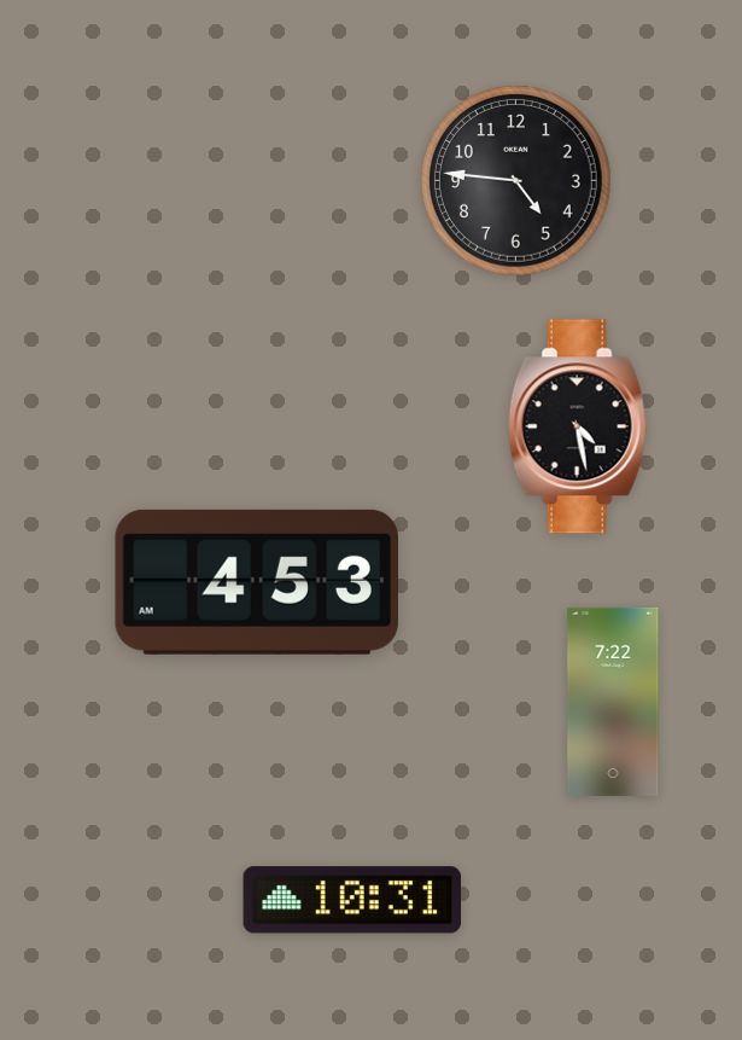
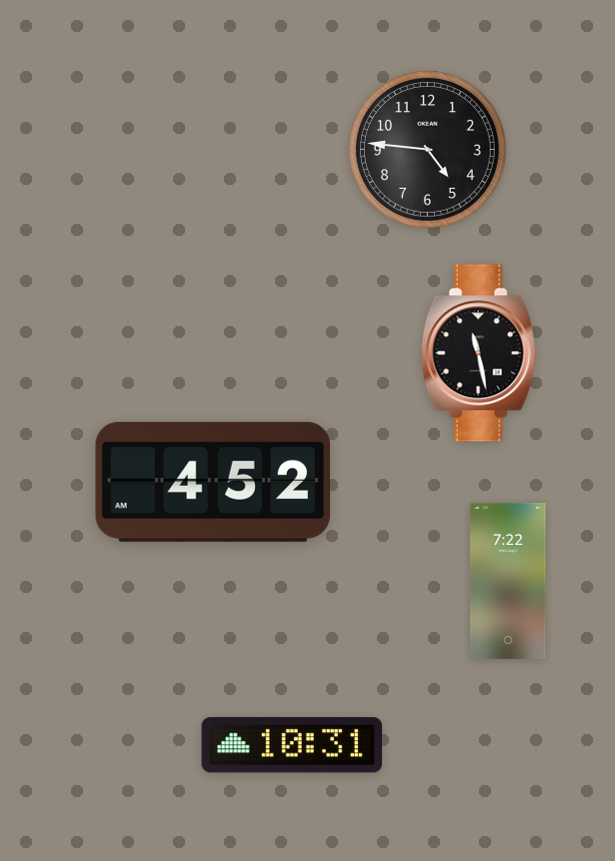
clock at (578, 426): 4:28 -> 11:28
clock at (256, 582): 4:53 -> 4:52
